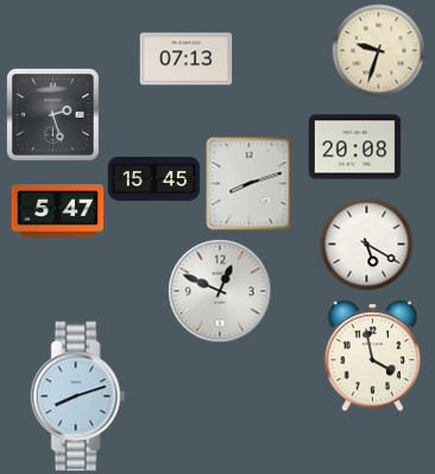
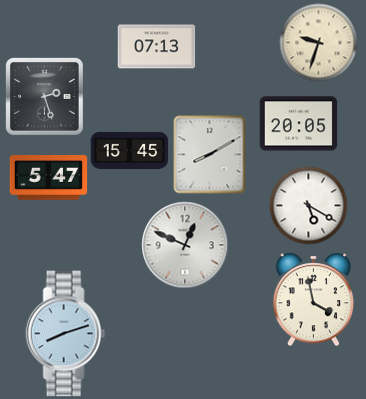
clock at (185, 59) position: (185, 59) -> (156, 47)
clock at (354, 147): 20:08 -> 20:05
clock at (250, 183): 8:12 -> 8:10
